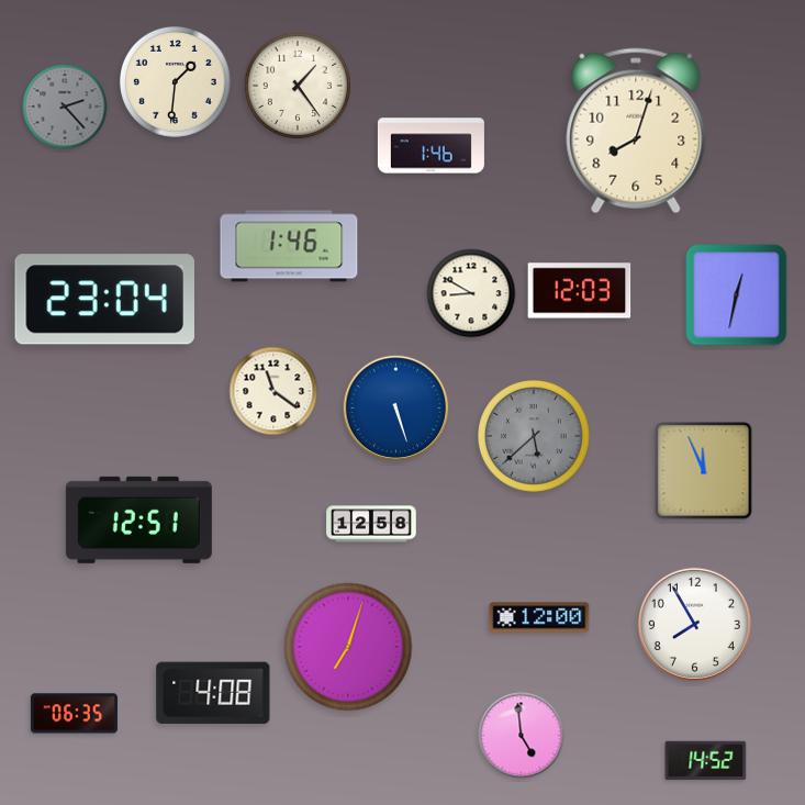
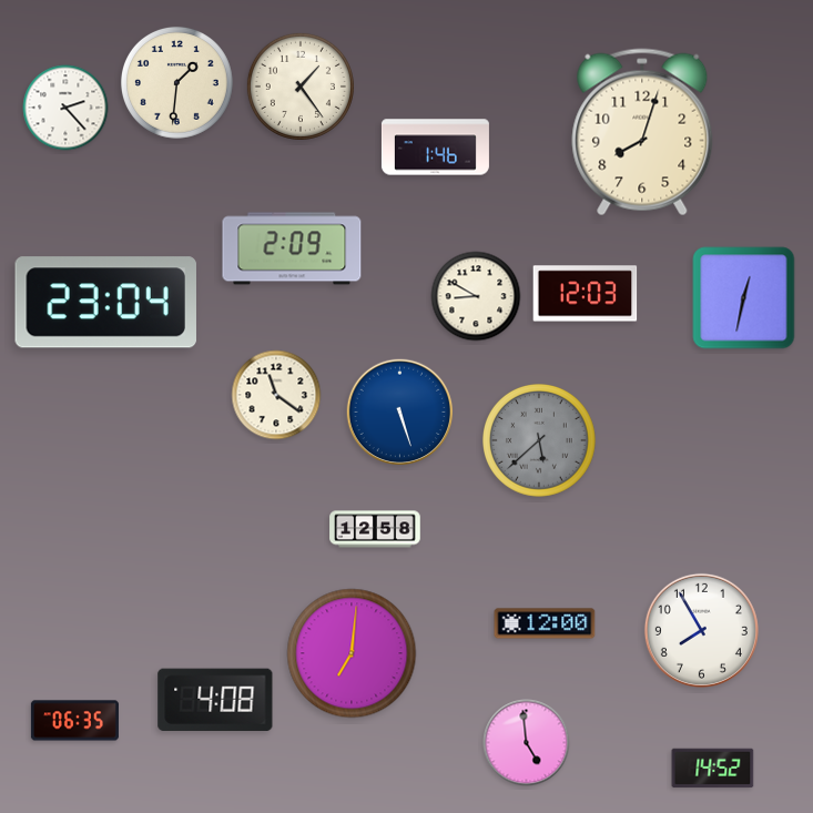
clock at (65, 107) dial: grey -> white
clock at (289, 246): 1:46 -> 2:09
clock at (704, 471): 11:56 -> none
clock at (138, 519): 12:51 -> none
clock at (348, 647): 7:03 -> 7:01
